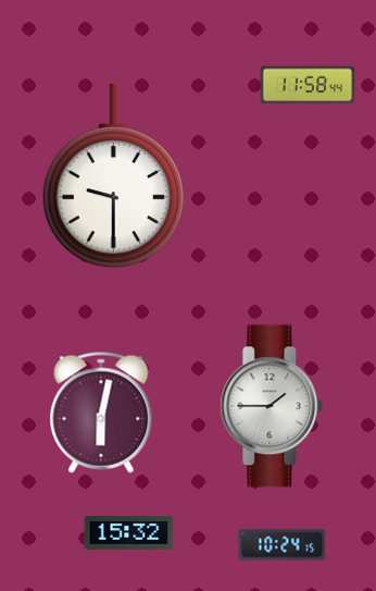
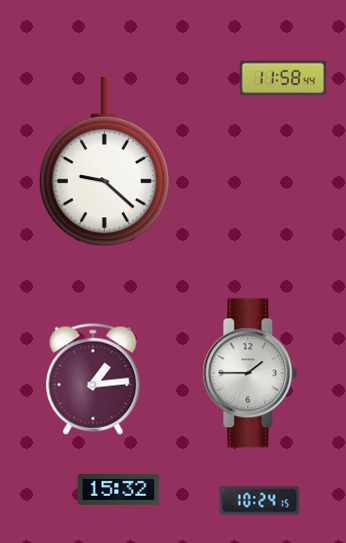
clock at (113, 176): 9:30 -> 9:22
clock at (101, 413): 6:02 -> 1:14
